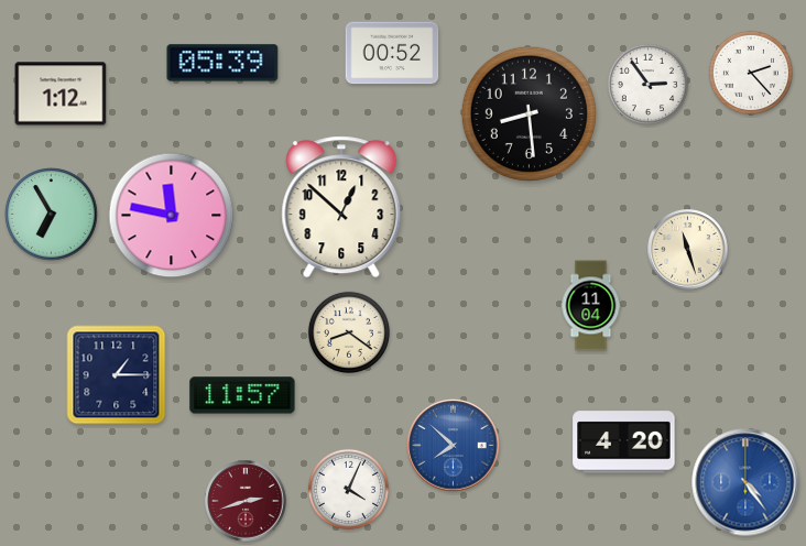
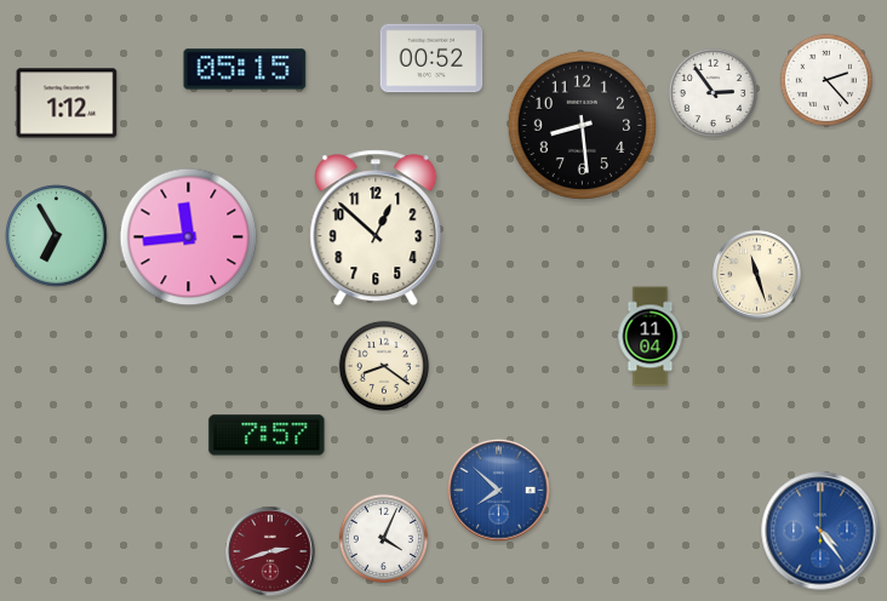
clock at (222, 63): 05:39 -> 05:15
clock at (172, 216): 11:47 -> 11:44
clock at (117, 375): 1:15 -> none
clock at (242, 395): 11:57 -> 7:57
clock at (624, 443): 4:20 -> none
